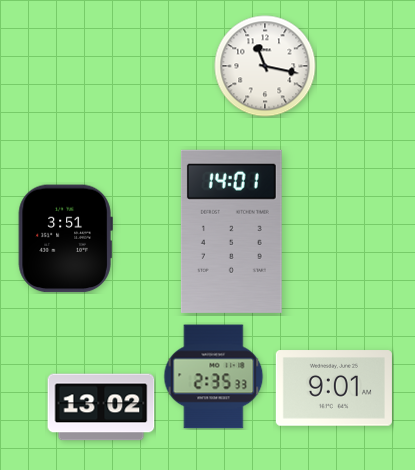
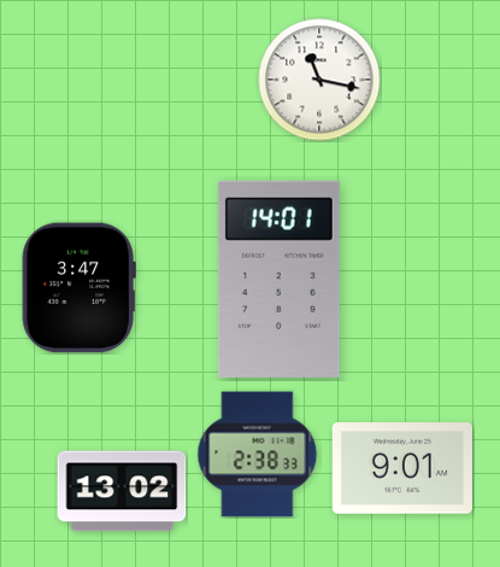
clock at (65, 239): 3:51 -> 3:47
clock at (214, 377): 2:35 -> 2:38
